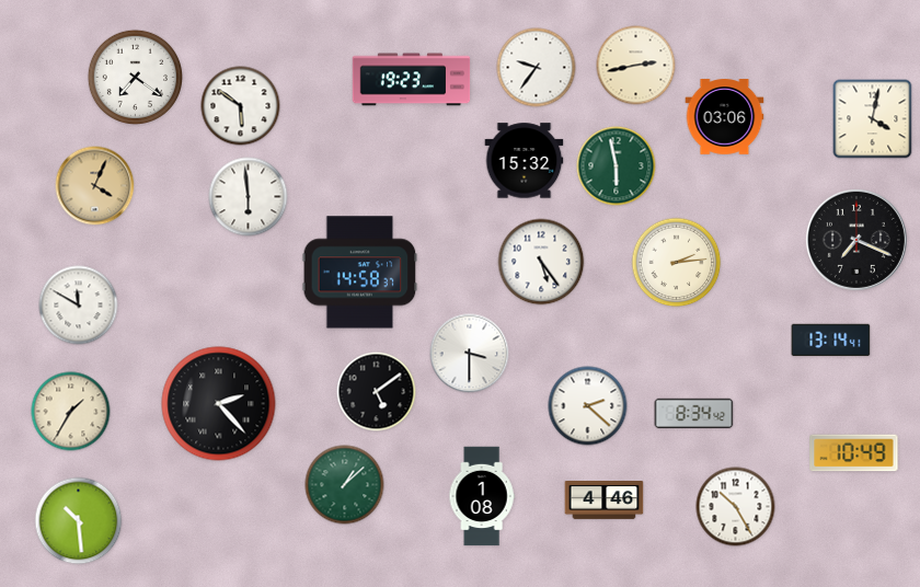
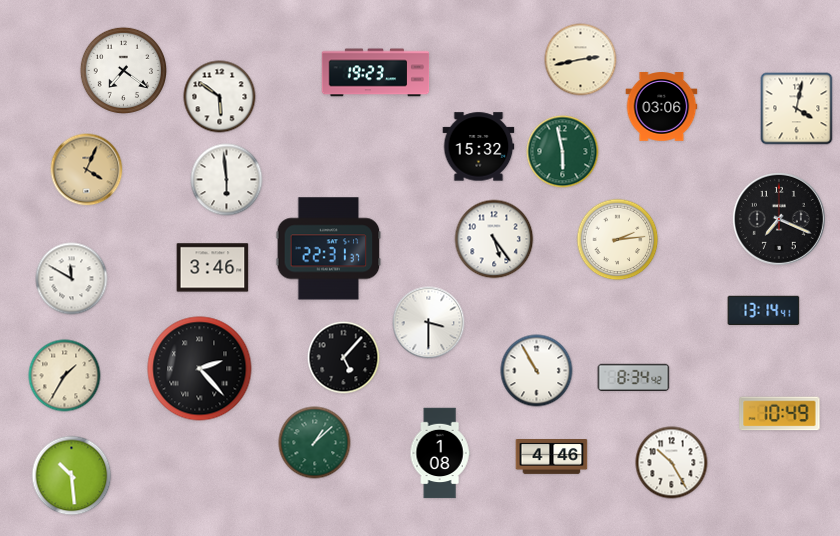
clock at (537, 68): 9:36 -> none
clock at (856, 240) position: (856, 240) -> (779, 219)
clock at (360, 273): 14:58 -> 22:31
clock at (213, 268): none -> 3:46
clock at (831, 339) position: (831, 339) -> (764, 310)
clock at (377, 392): 5:09 -> 5:07
clock at (588, 406): 2:22 -> 10:55
